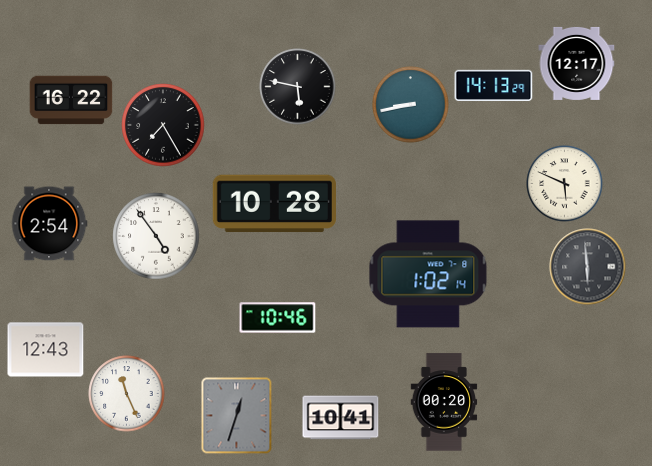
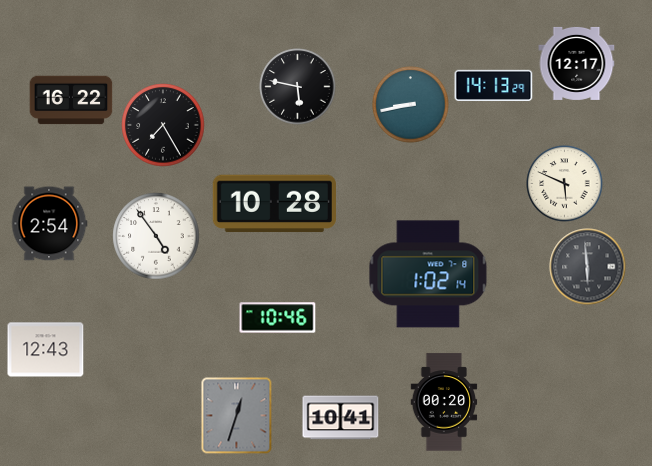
clock at (127, 394): 11:26 -> none
